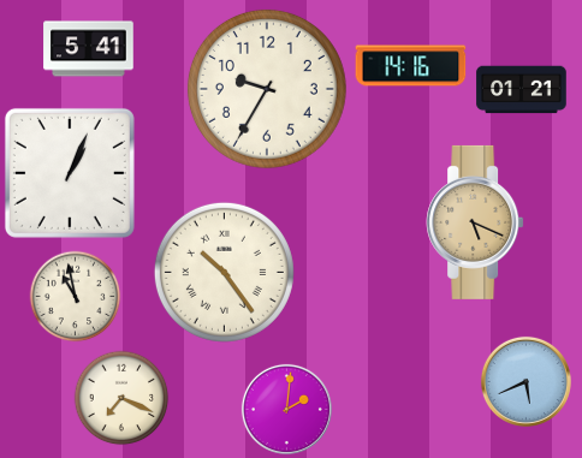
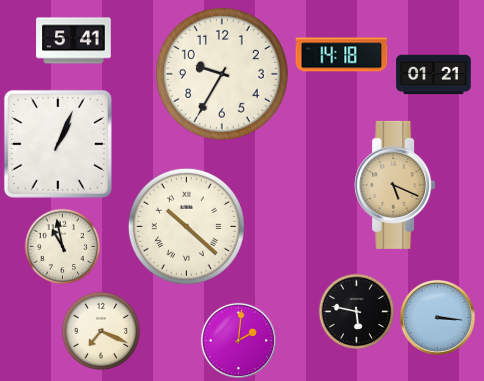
clock at (411, 66): 14:16 -> 14:18
clock at (224, 272): 10:24 -> 10:22
clock at (357, 312): none -> 5:47
clock at (525, 381): 5:41 -> 3:16
